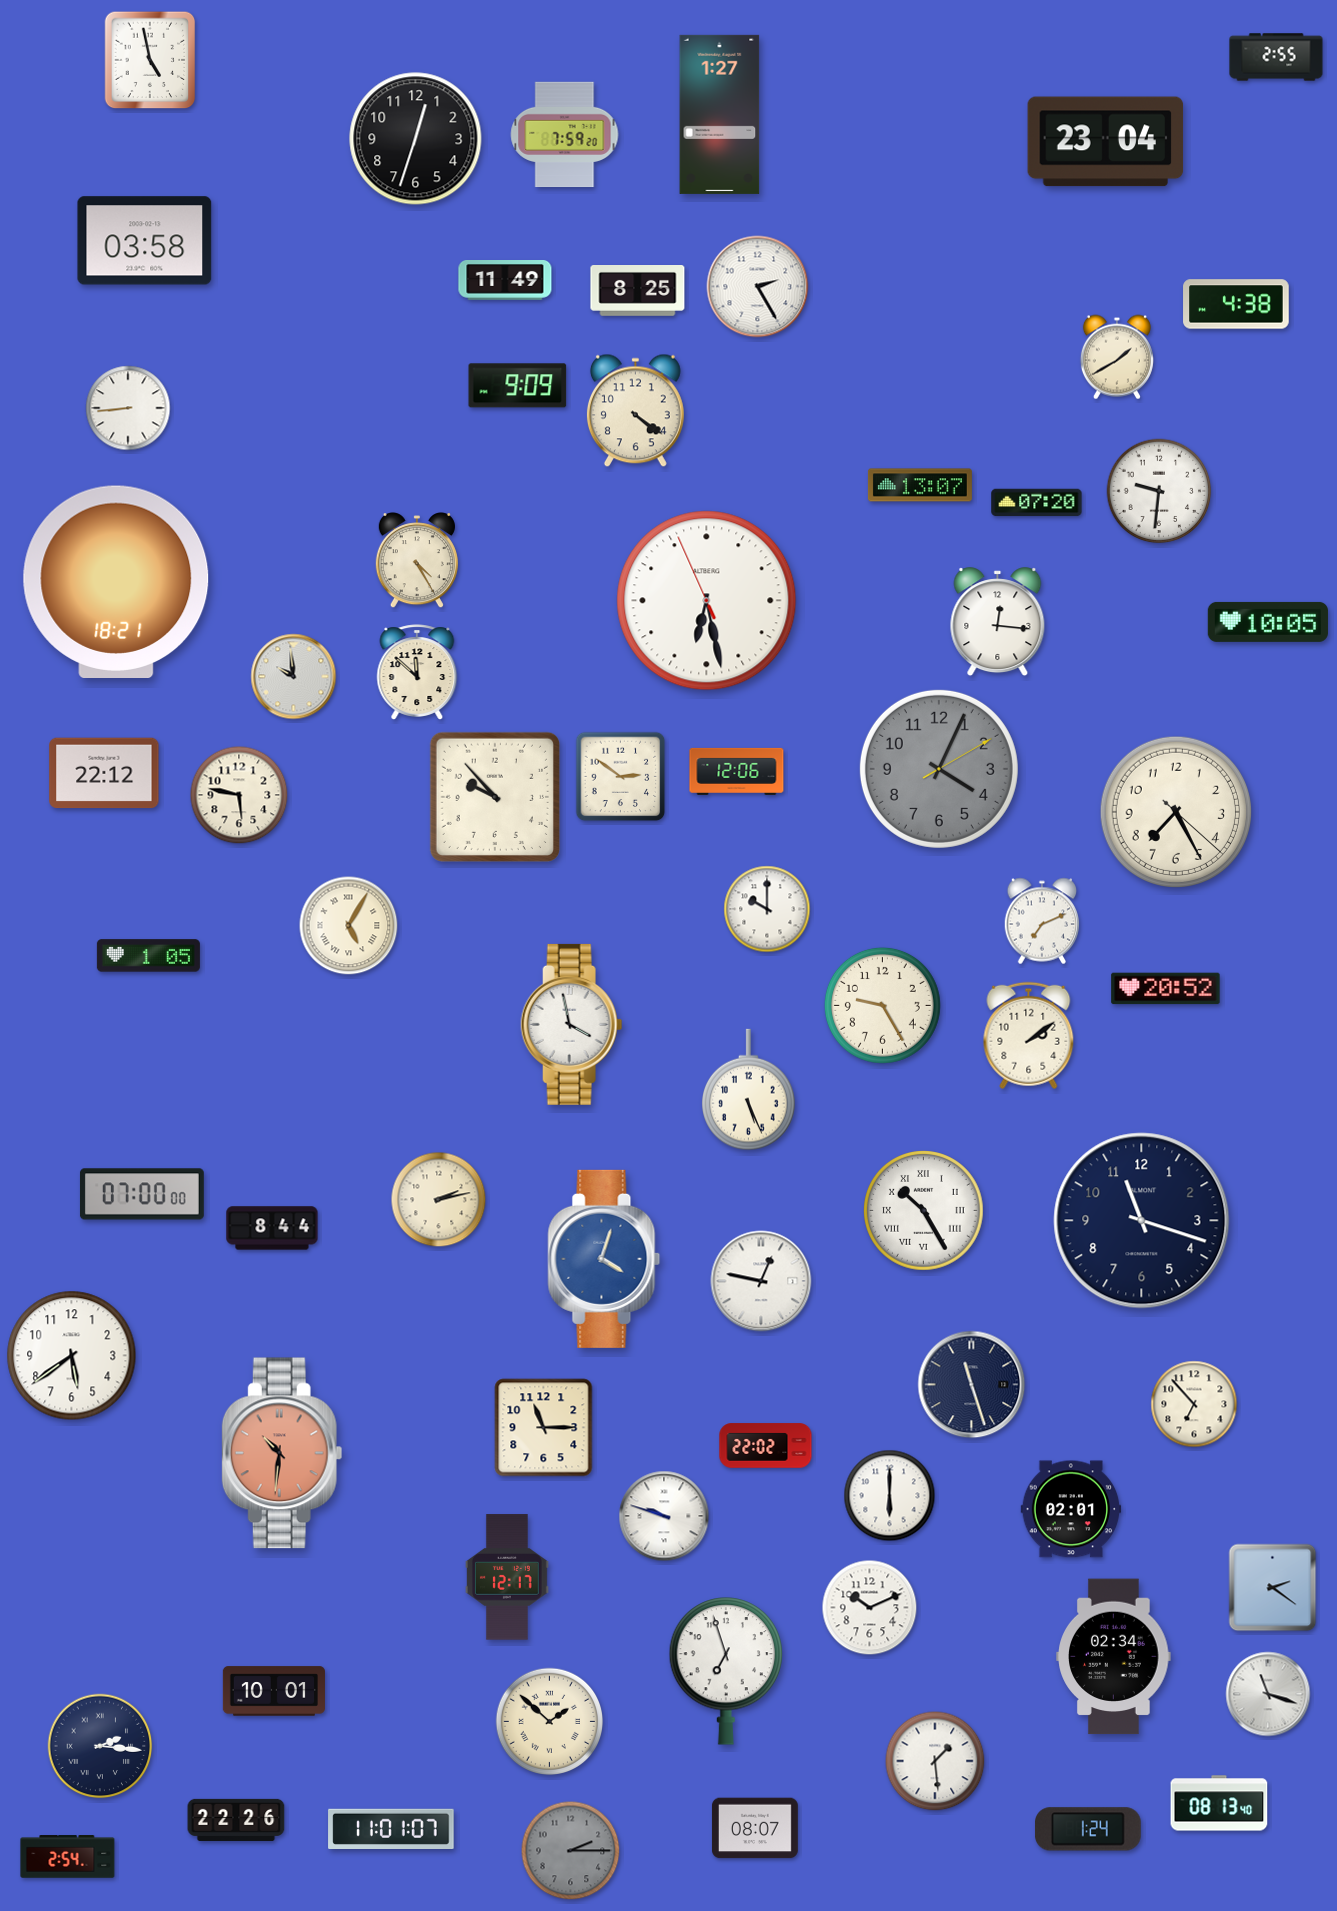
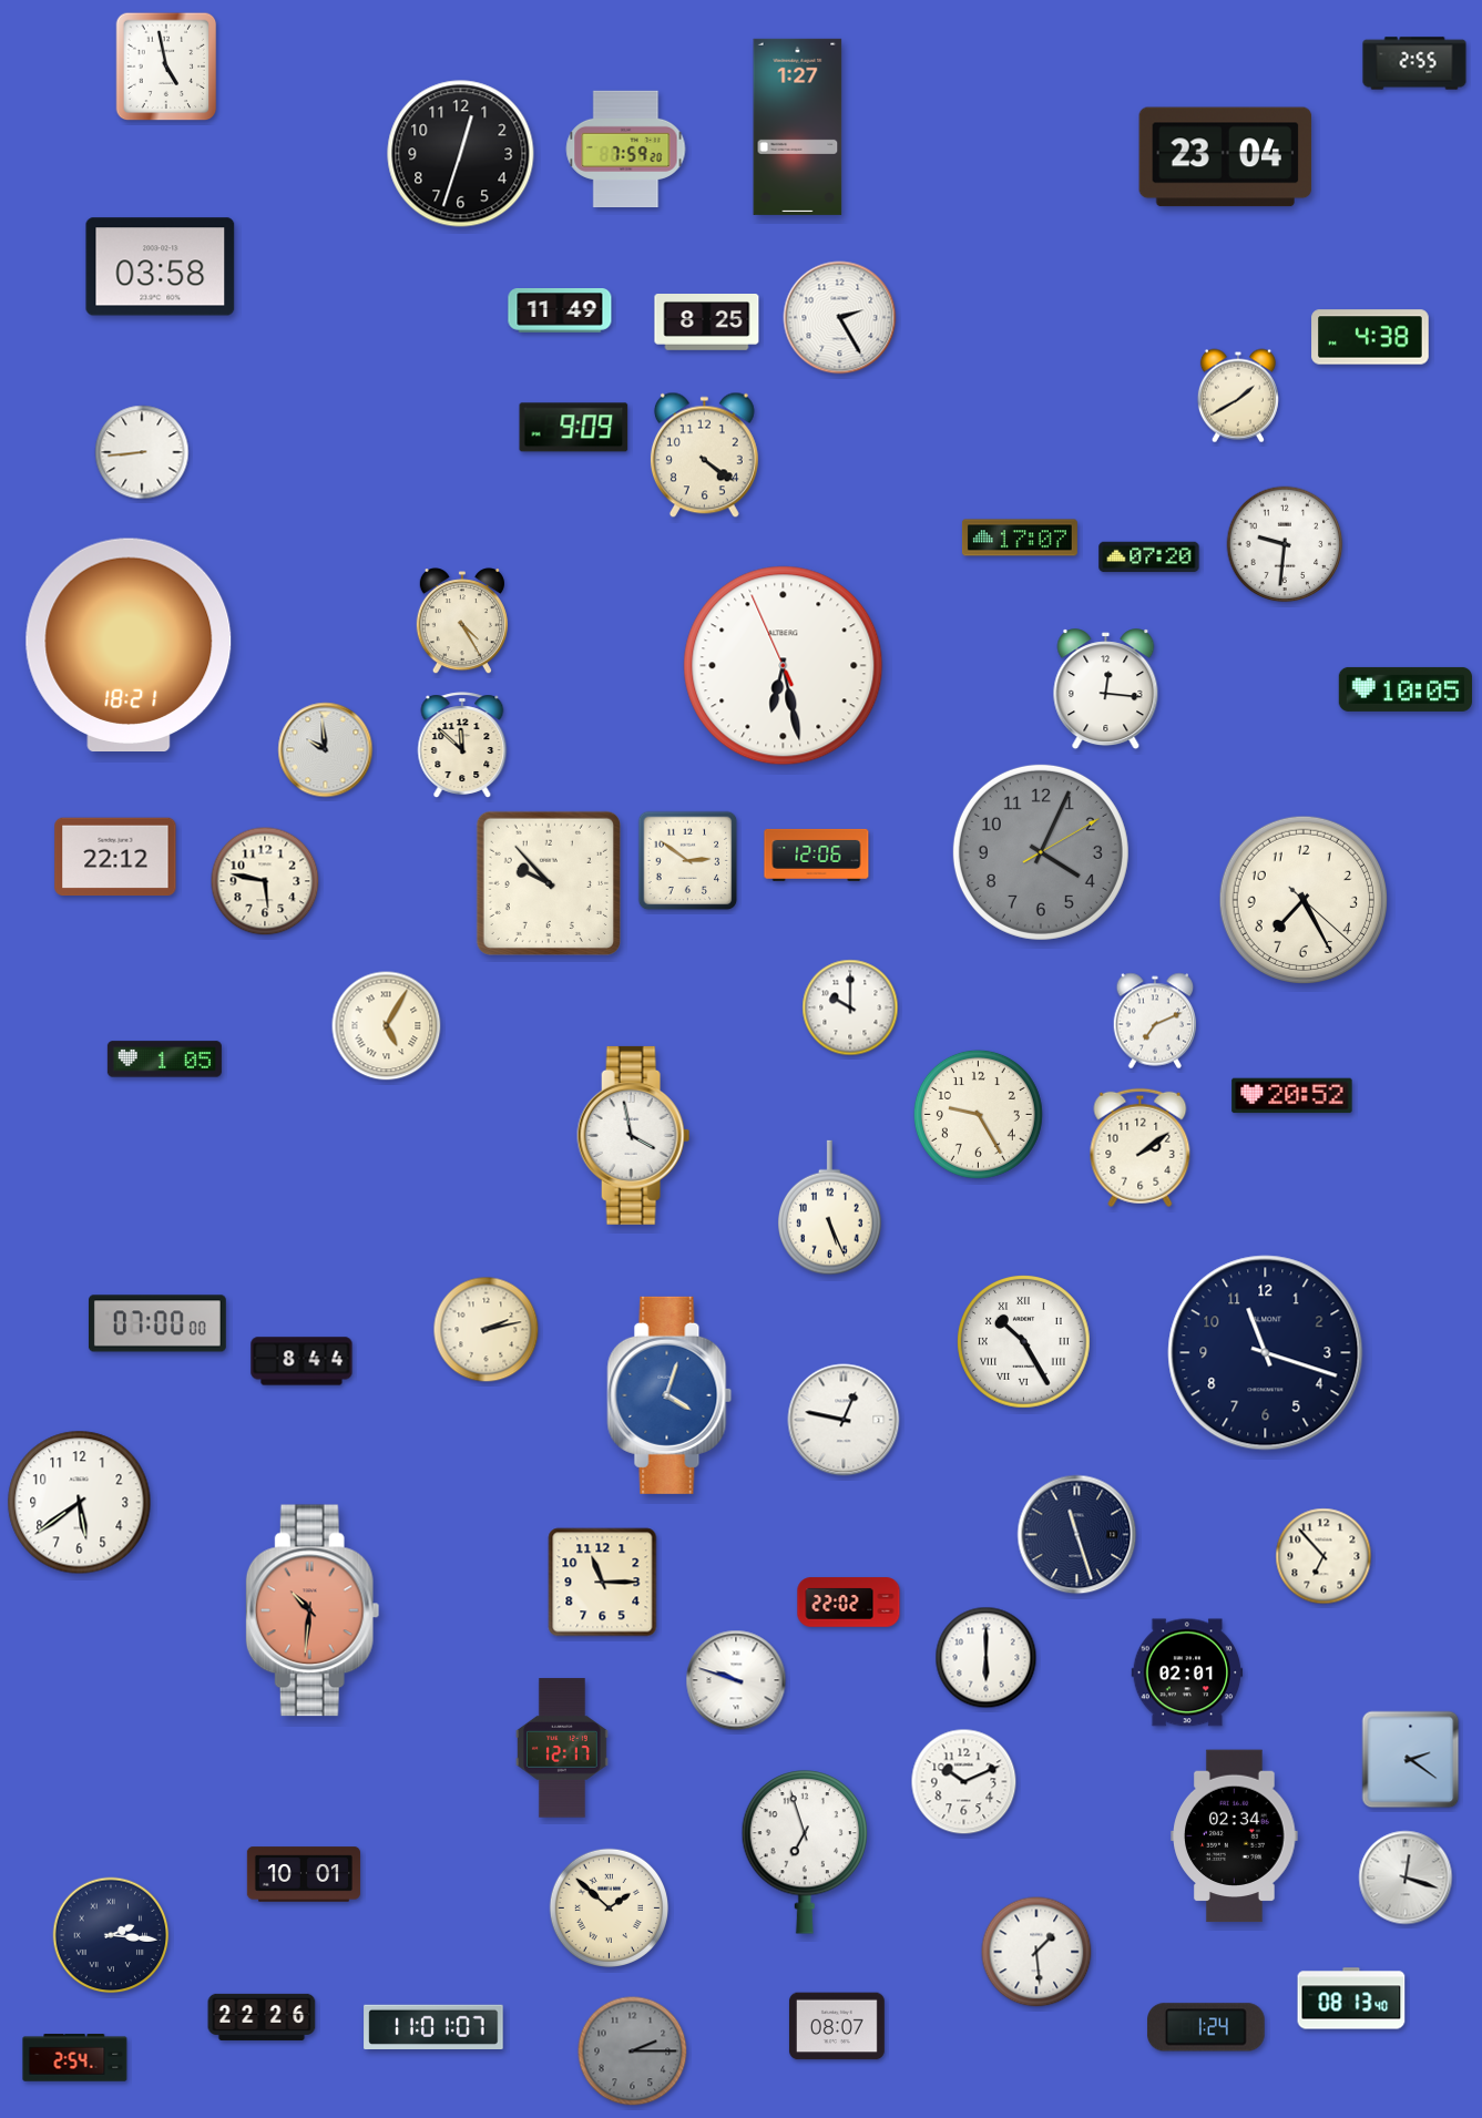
clock at (920, 485): 13:07 -> 17:07
clock at (1268, 1694): 11:18 -> 12:18
